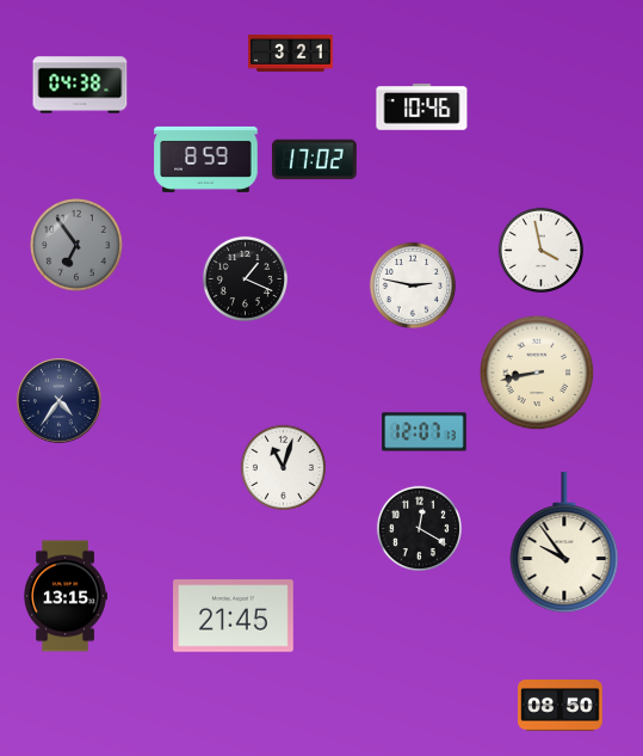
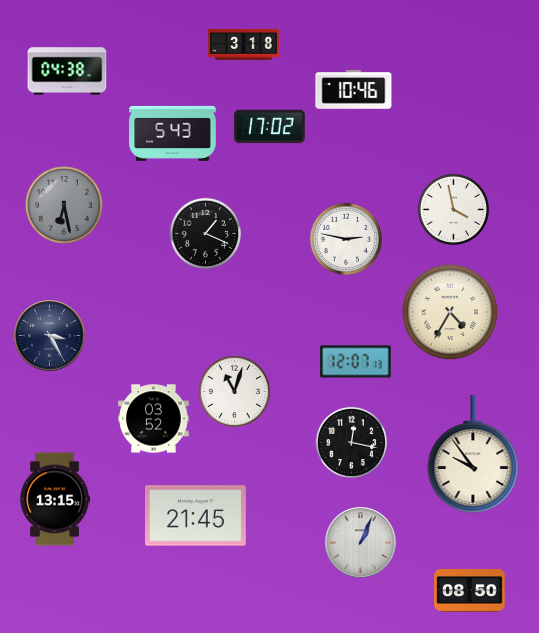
clock at (291, 54): 3:21 -> 3:18
clock at (206, 159): 8:59 -> 5:43
clock at (315, 160) position: (315, 160) -> (270, 127)
clock at (76, 245): 6:54 -> 6:28
clock at (537, 373): 8:43 -> 4:35
clock at (60, 401): 4:36 -> 3:25
clock at (283, 467) position: (283, 467) -> (234, 391)
clock at (154, 419): none -> 03:52
clock at (419, 528): 12:20 -> 12:17
clock at (361, 543): none -> 1:04
